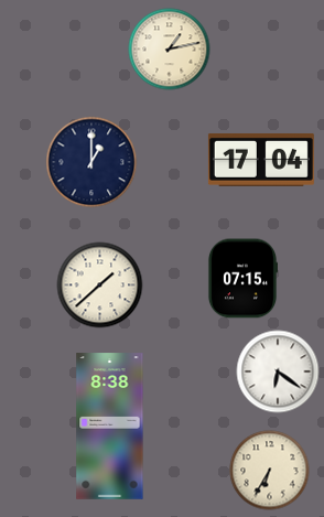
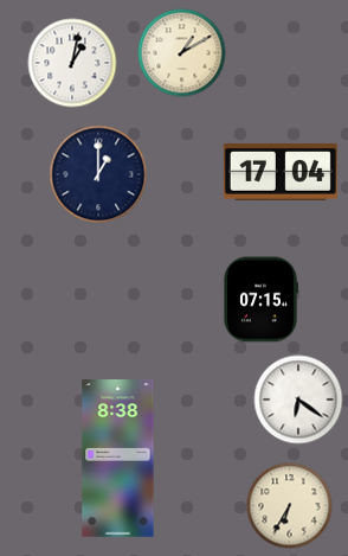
clock at (170, 50): 1:13 -> 1:10
clock at (72, 63): none -> 1:02
clock at (100, 286): 1:38 -> none
